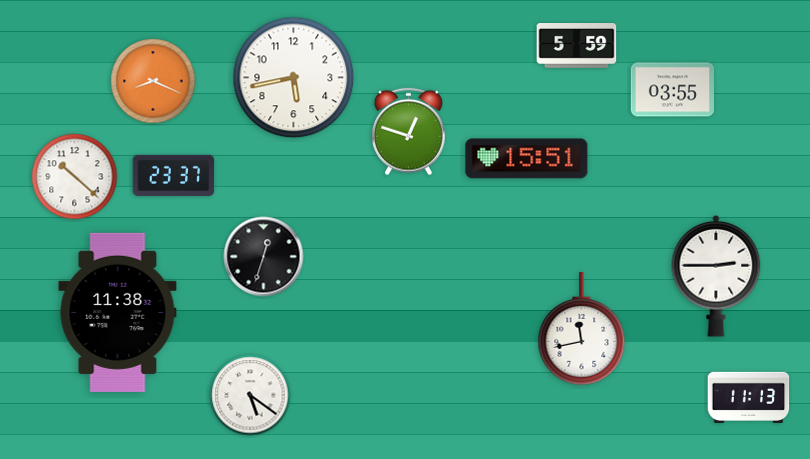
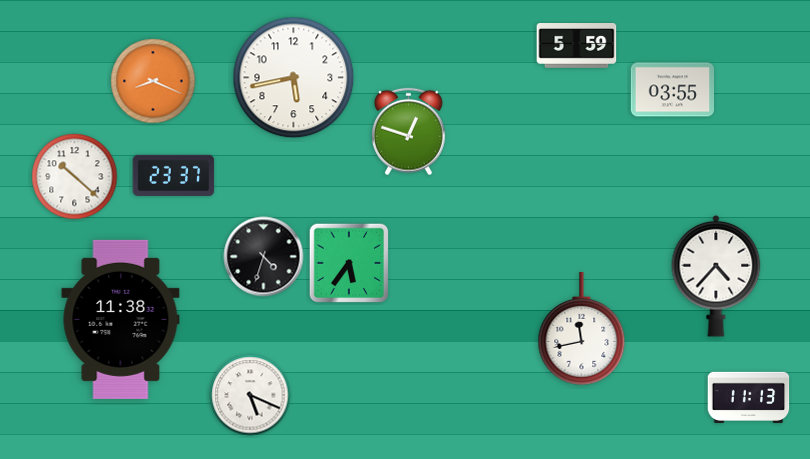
clock at (527, 159): 15:51 -> none
clock at (264, 257): 12:33 -> 4:33
clock at (349, 263): none -> 5:36
clock at (716, 276): 2:45 -> 4:37
clock at (118, 312) position: (118, 312) -> (121, 319)
clock at (250, 395): 5:21 -> 5:19
